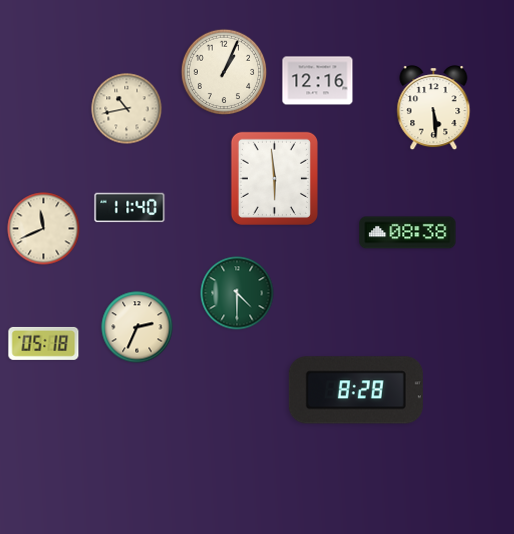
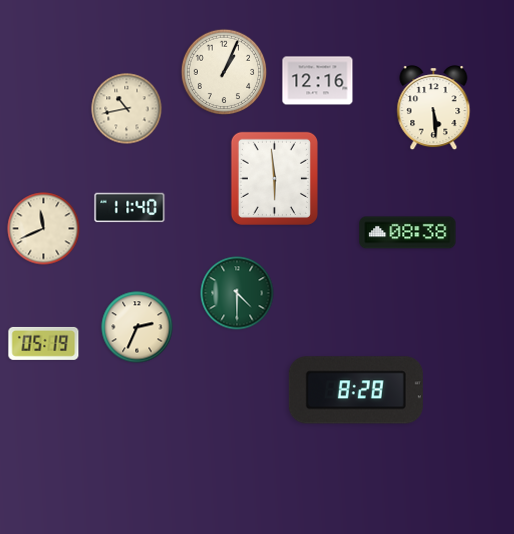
clock at (44, 343): 05:18 -> 05:19
